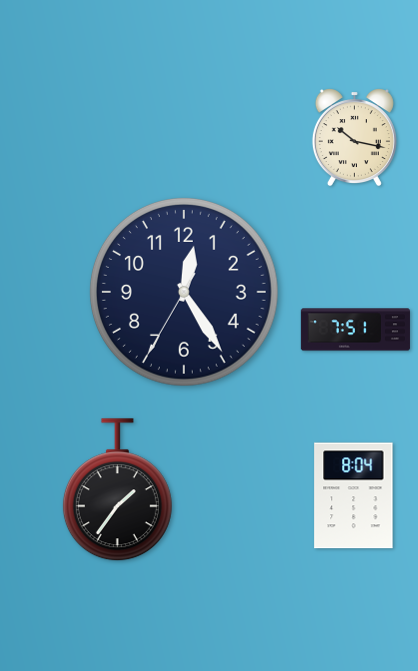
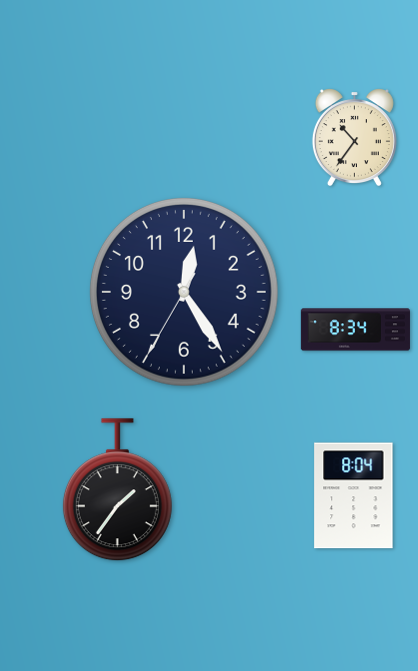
clock at (354, 138): 10:17 -> 10:36
clock at (355, 330): 7:51 -> 8:34
